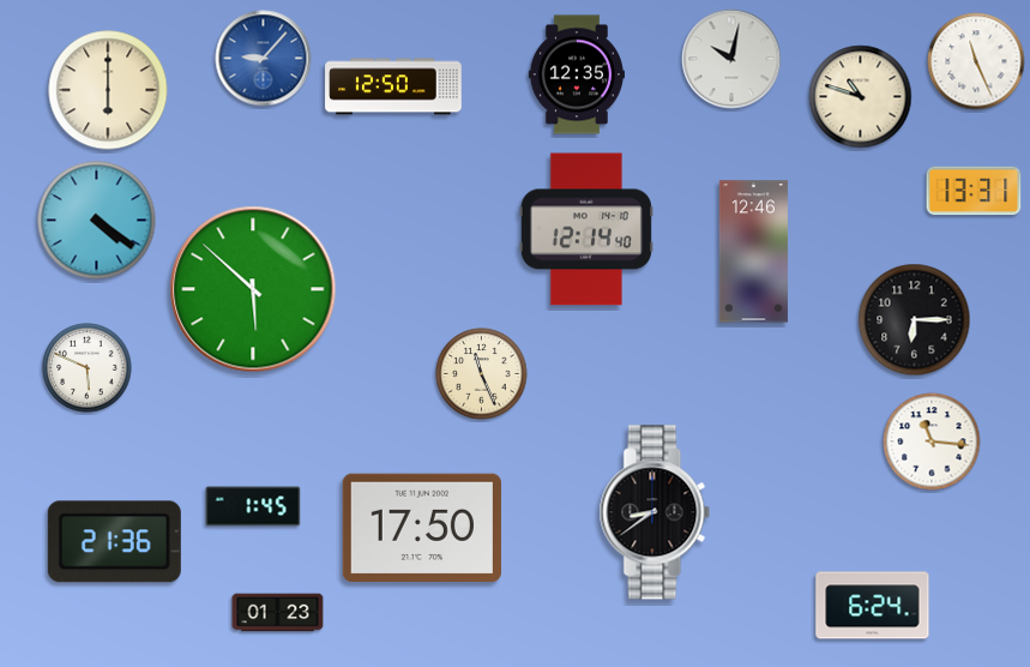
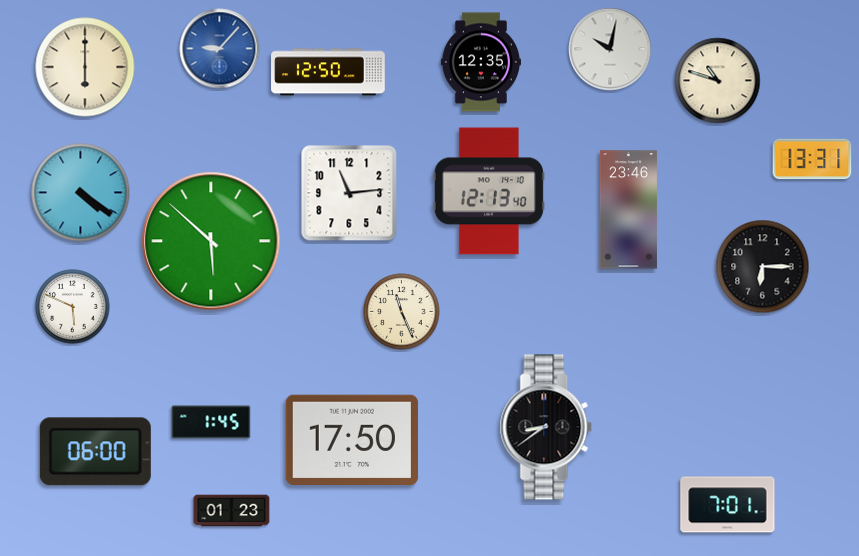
clock at (976, 61): 11:26 -> none
clock at (108, 90) position: (108, 90) -> (85, 67)
clock at (97, 221) position: (97, 221) -> (81, 193)
clock at (586, 229): 12:14 -> 12:13
clock at (349, 193): none -> 11:14
clock at (753, 252): 12:46 -> 23:46
clock at (932, 441): 11:16 -> none
clock at (114, 542): 21:36 -> 06:00
clock at (873, 606): 6:24 -> 7:01
